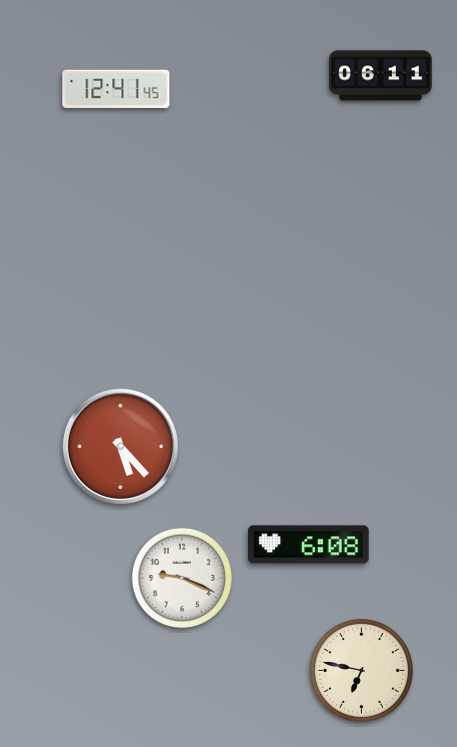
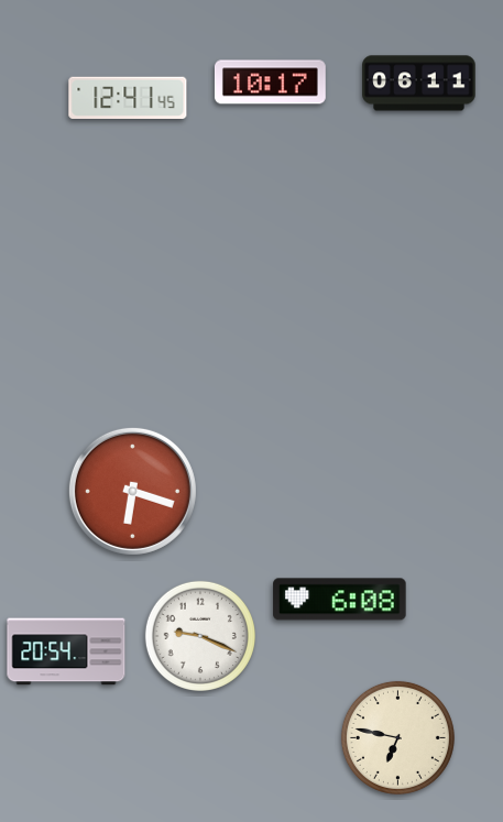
clock at (270, 83): none -> 10:17
clock at (120, 446): 5:23 -> 6:18
clock at (66, 651): none -> 20:54
